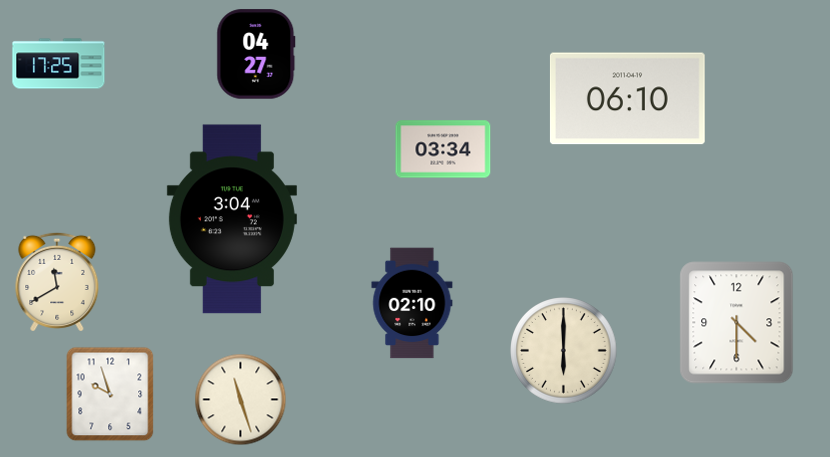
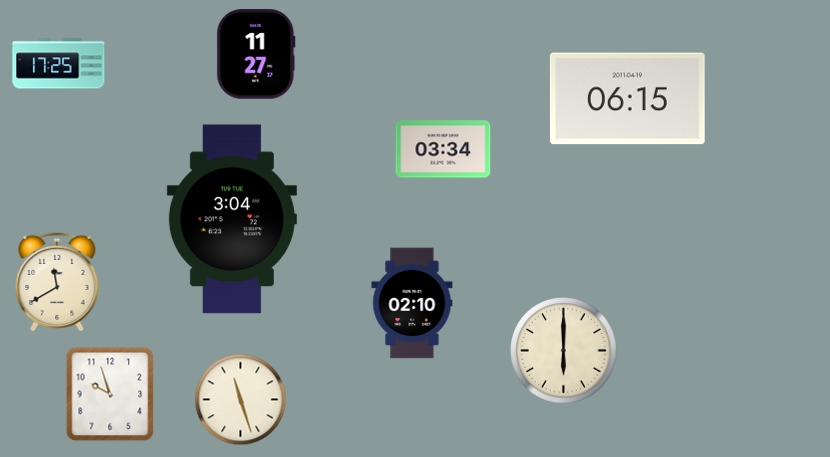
clock at (256, 54): 04:27 -> 11:27
clock at (627, 99): 06:10 -> 06:15
clock at (737, 323): 4:30 -> none
